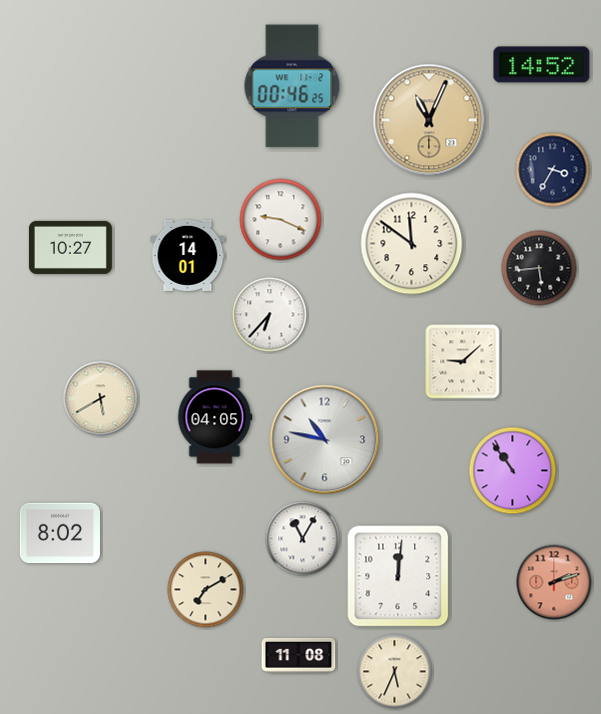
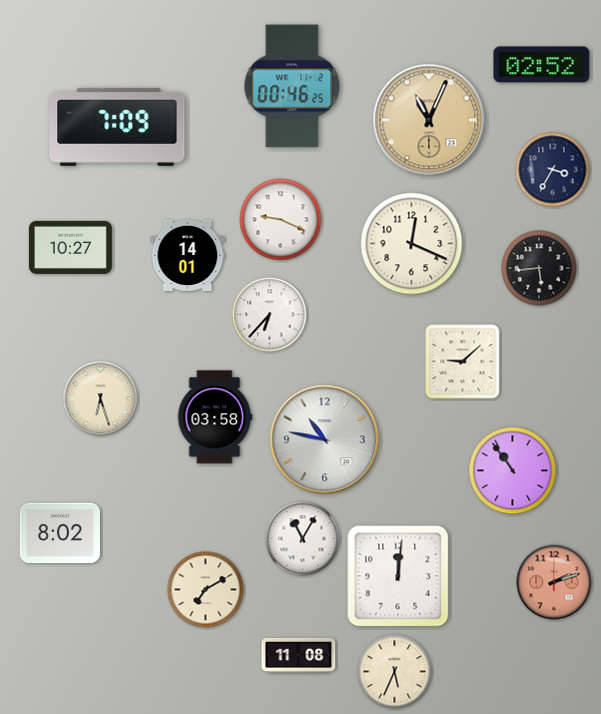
clock at (542, 65): 14:52 -> 02:52
clock at (117, 127): none -> 7:09
clock at (412, 244): 11:51 -> 12:19
clock at (101, 399): 5:40 -> 6:27
clock at (215, 417): 04:05 -> 03:58
